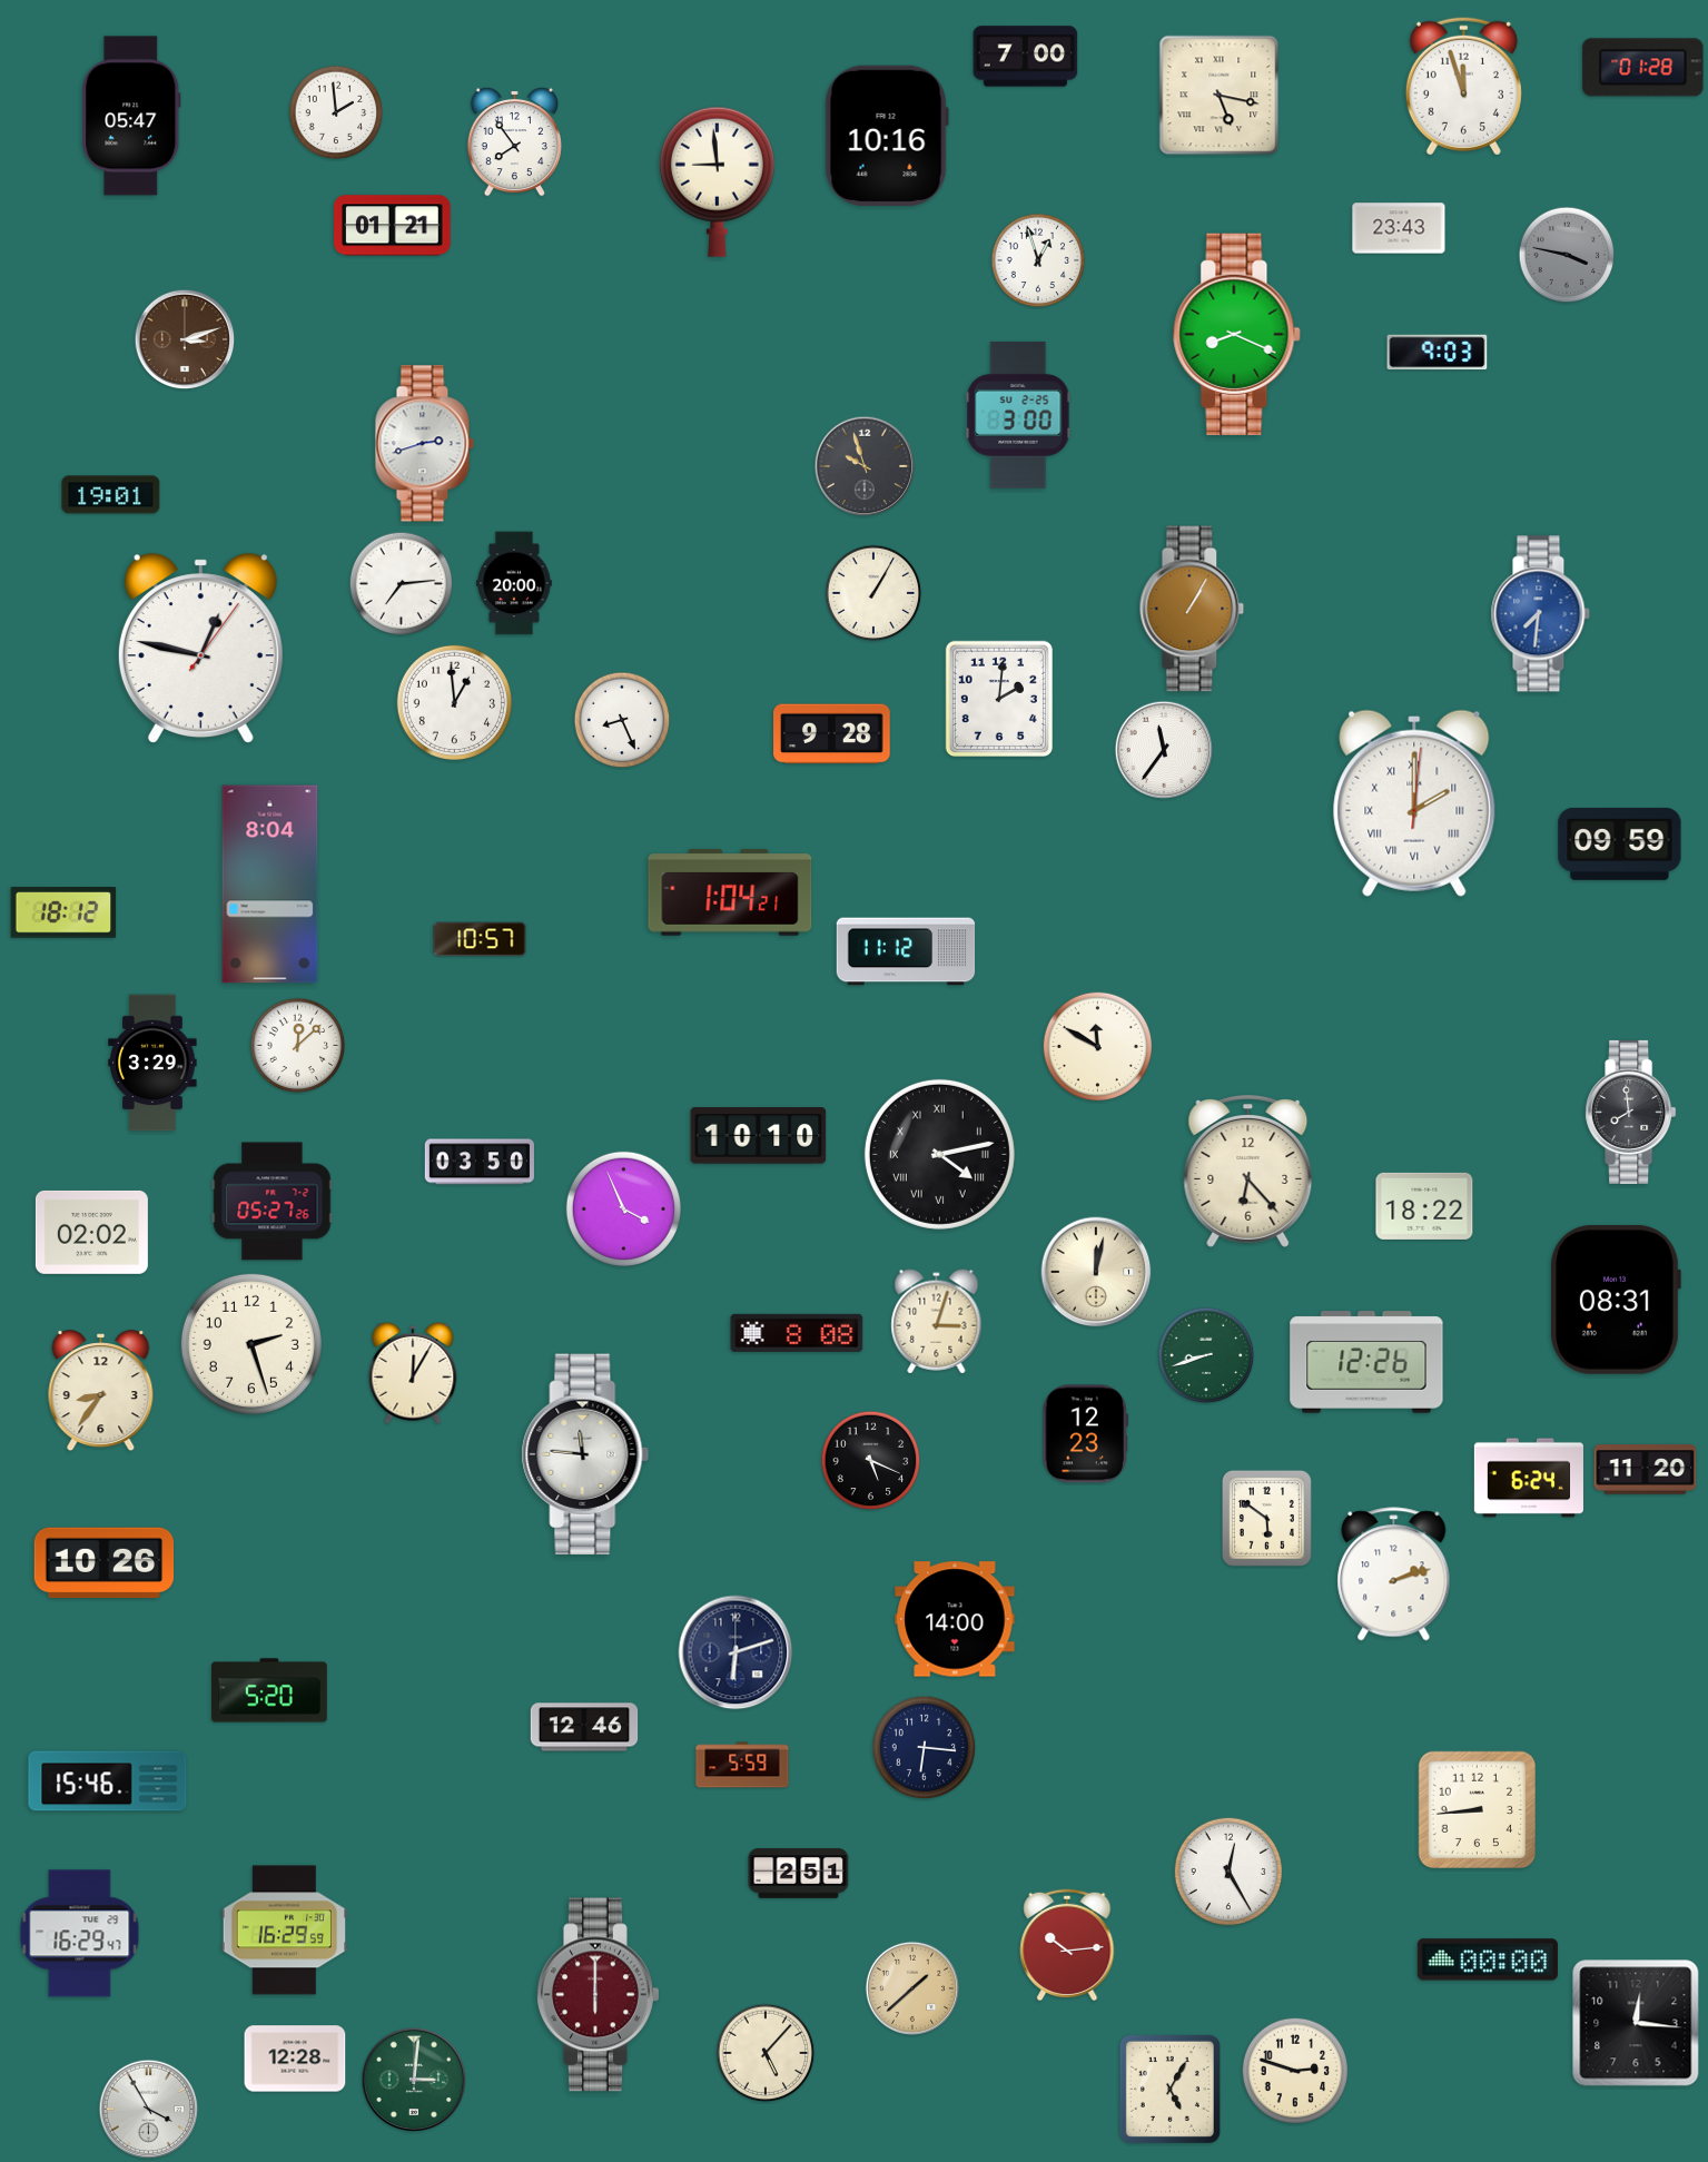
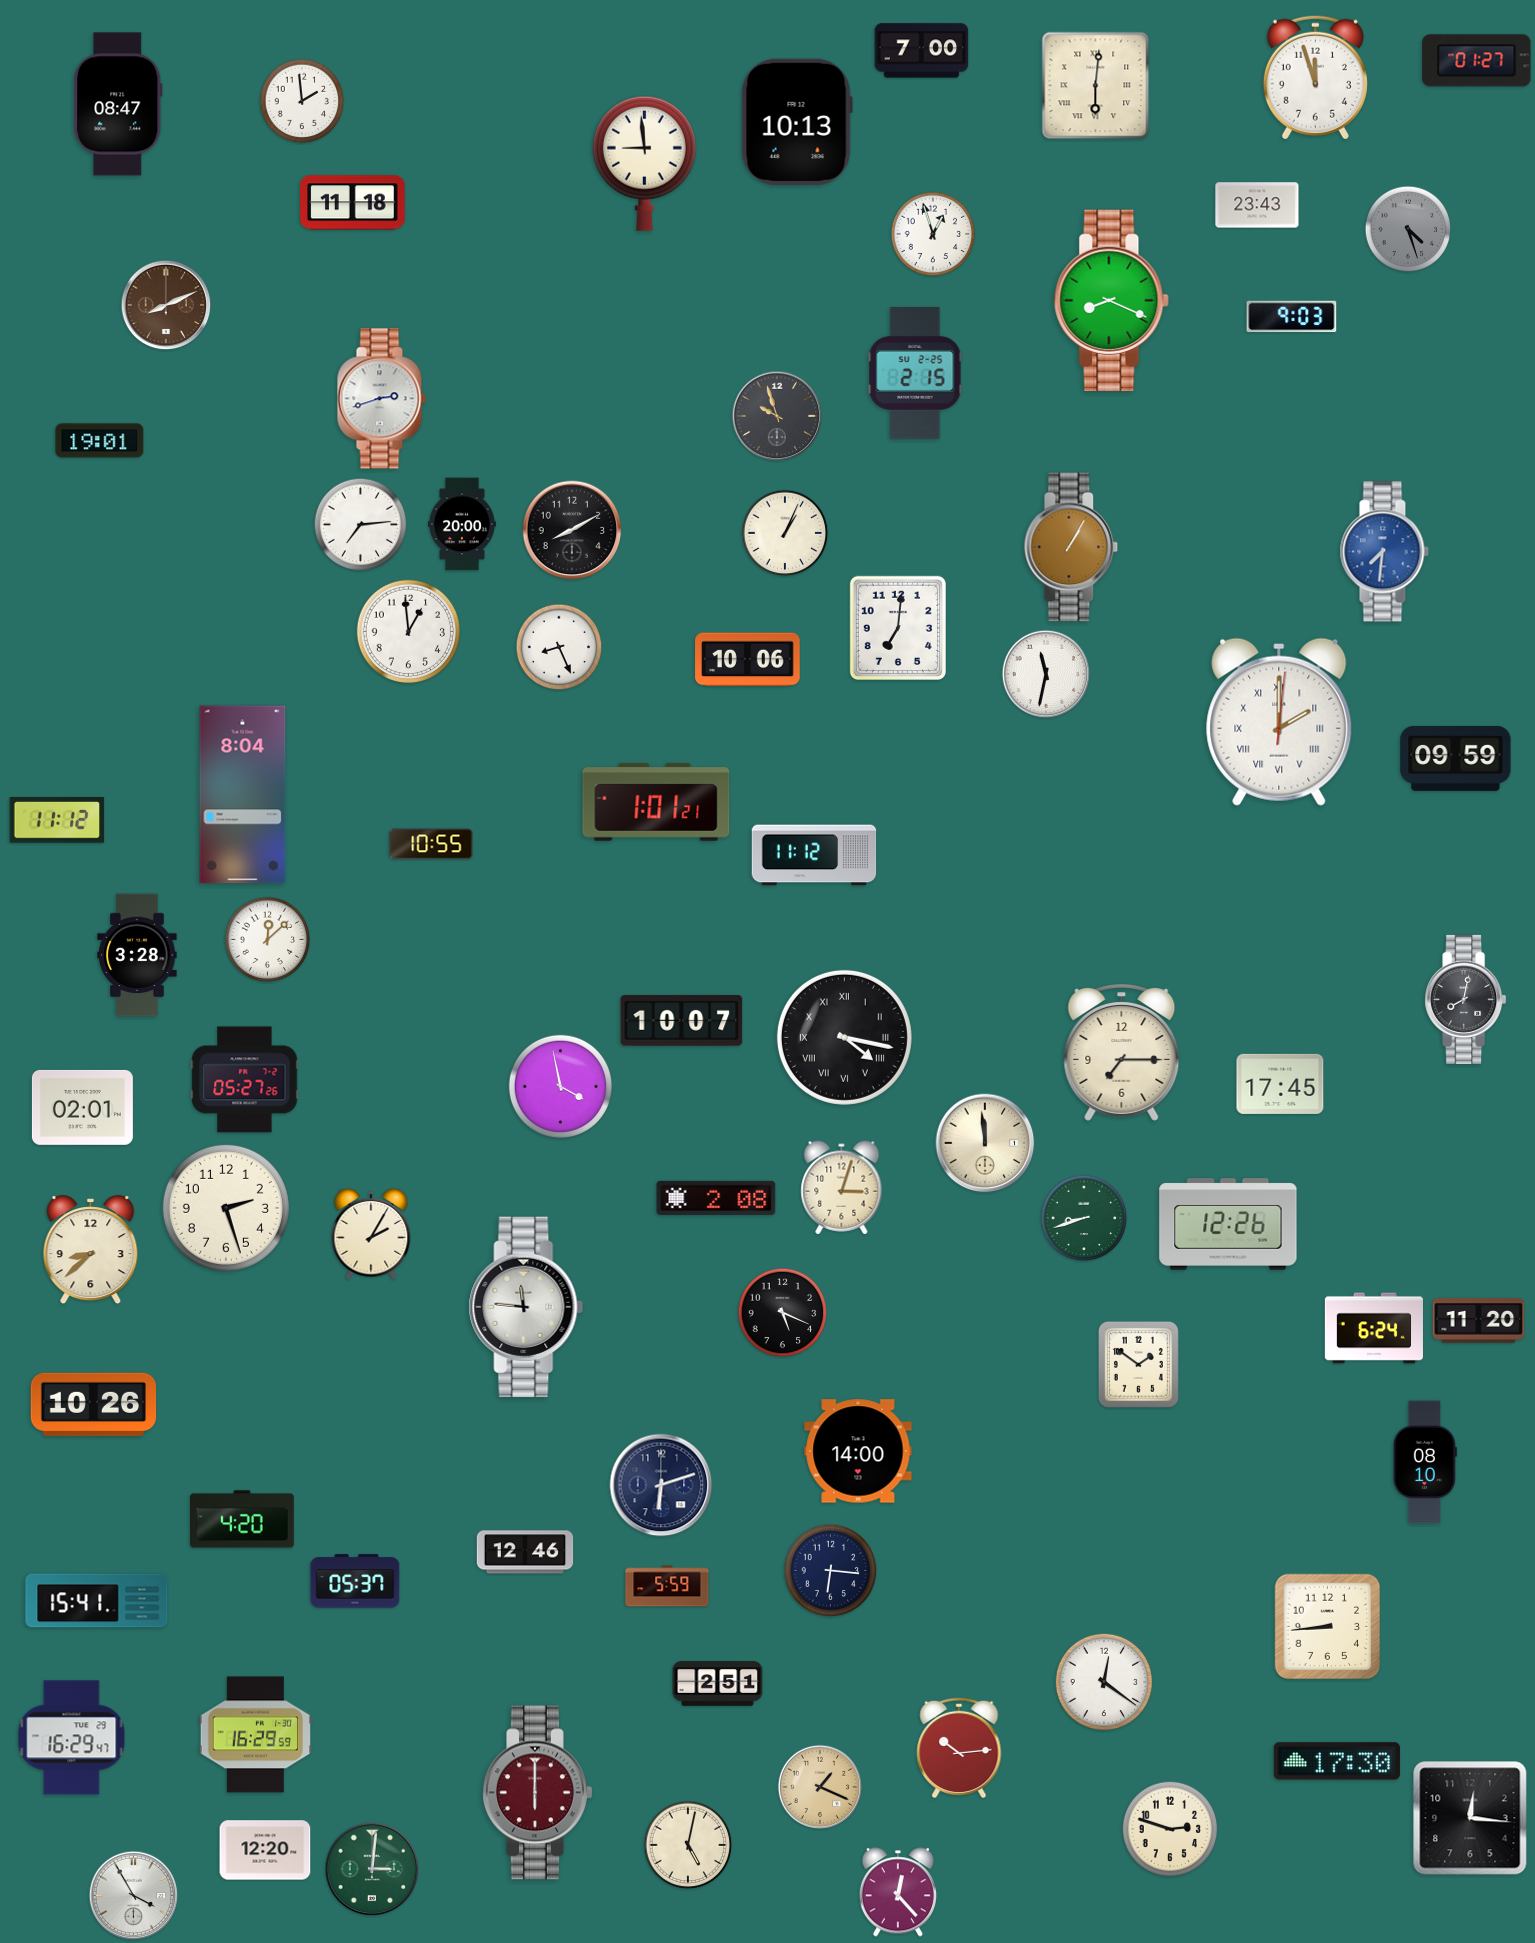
clock at (1643, 68): 01:28 -> 01:27
clock at (1220, 96): 5:17 -> 6:01
clock at (131, 116): 05:47 -> 08:47
clock at (887, 136): 10:16 -> 10:13
clock at (514, 141): 7:54 -> none
clock at (393, 226): 01:21 -> 11:18
clock at (1567, 255): 3:47 -> 4:27
clock at (185, 339): 3:12 -> 8:11
clock at (1018, 415): 3:00 -> 2:15
clock at (865, 466) position: (865, 466) -> (777, 416)
clock at (111, 495) position: (111, 495) -> (100, 441)
clock at (572, 530): none -> 8:10
clock at (873, 593): 1:05 -> 1:04
clock at (200, 649): 12:47 -> none
clock at (998, 698): 2:01 -> 7:01
clock at (832, 734): 9:28 -> 10:06
clock at (1164, 750): 11:36 -> 11:32
clock at (1414, 803) position: (1414, 803) -> (1279, 722)
clock at (730, 892): 1:04 -> 1:01
clock at (63, 914): 18:12 -> 11:12
clock at (480, 939): 10:57 -> 10:55
clock at (1098, 1047): 11:50 -> none
clock at (152, 1063): 3:29 -> 3:28
clock at (1631, 1112): 7:59 -> 8:02
clock at (759, 1136): 10:10 -> 10:07
clock at (939, 1154): 4:13 -> 4:17
clock at (480, 1162): 03:50 -> none
clock at (1248, 1172): 6:23 -> 7:15
clock at (1424, 1206): 18:22 -> 17:45
clock at (623, 1208): 3:56 -> 3:58
clock at (91, 1232): 02:02 -> 02:01
clock at (1096, 1272): 12:02 -> 11:59
clock at (1616, 1300): 08:31 -> none
clock at (797, 1333): 8:08 -> 2:08
clock at (413, 1373): 12:05 -> 2:05
clock at (101, 1391): 8:36 -> 8:38
clock at (1085, 1434): 12:23 -> none
clock at (1266, 1518): 5:51 -> 1:51
clock at (1394, 1574): 2:12 -> none
clock at (955, 1619) position: (955, 1619) -> (858, 1451)
clock at (1425, 1462): none -> 08:10
clock at (269, 1690): 5:20 -> 4:20
clock at (355, 1581): none -> 05:37
clock at (108, 1781): 15:46 -> 15:41
clock at (1228, 1872): 12:25 -> 12:21
clock at (1488, 1959): 00:00 -> 17:30
clock at (912, 1988): 1:38 -> 1:19
clock at (766, 2053): 5:07 -> 5:02
clock at (295, 2059): 12:28 -> 12:20
clock at (1295, 2071) position: (1295, 2071) -> (1170, 1829)
clock at (1169, 2089): 5:05 -> none
clock at (898, 1892): none -> 12:23
